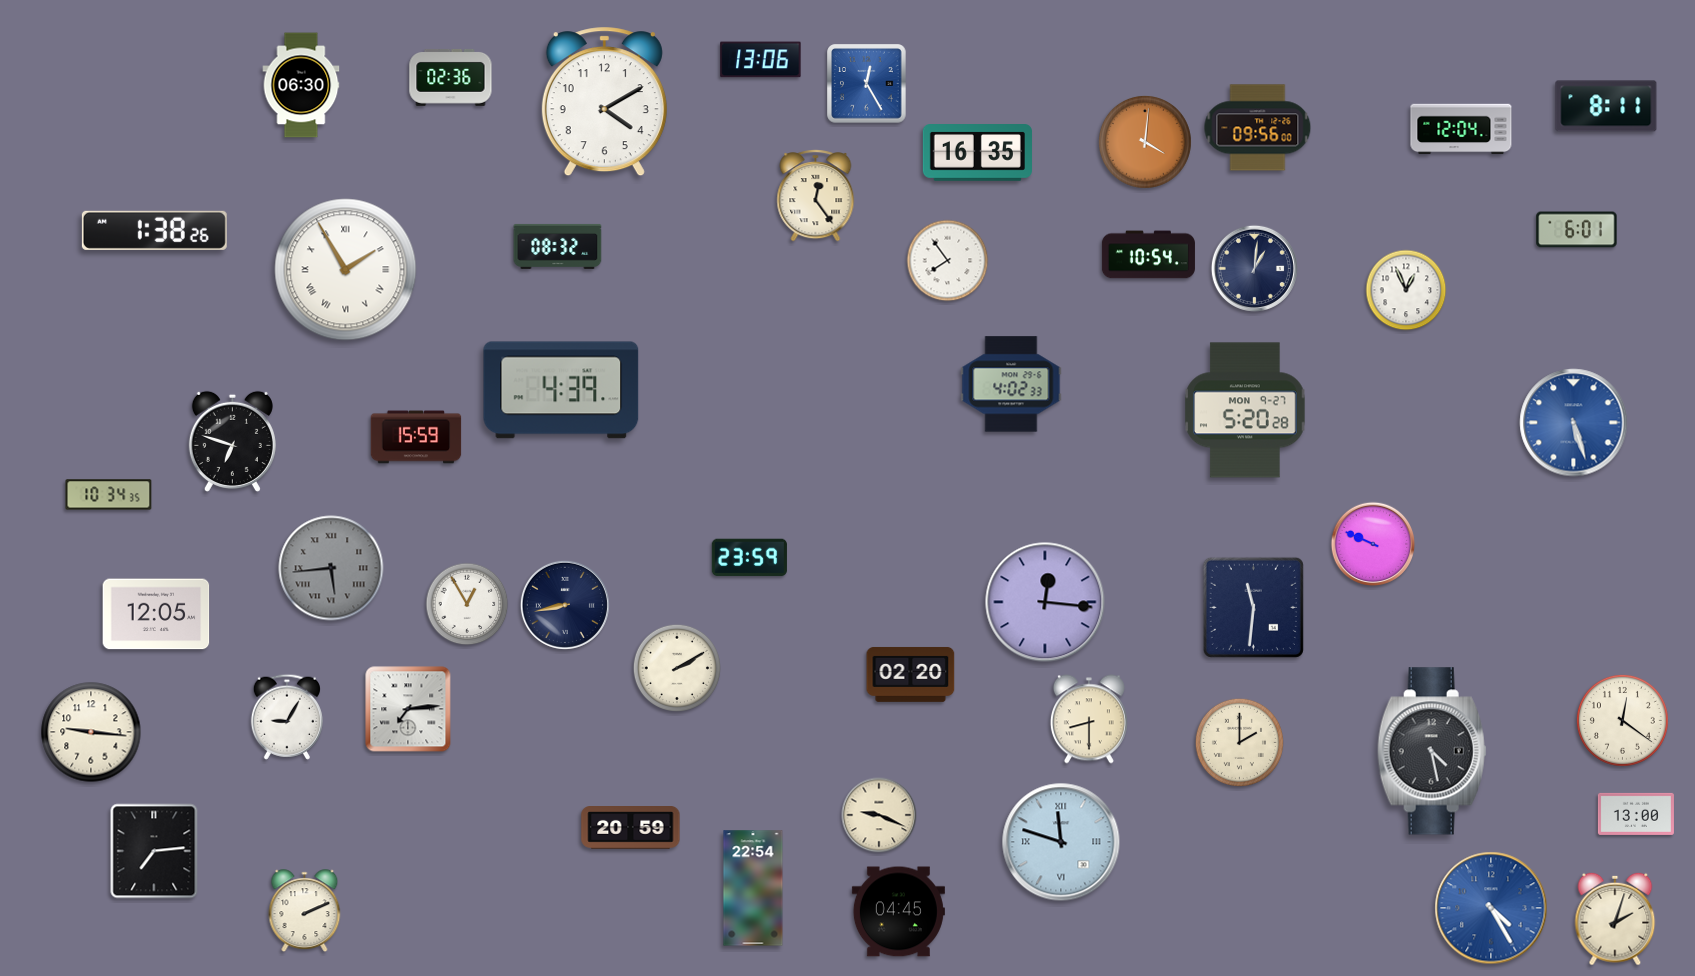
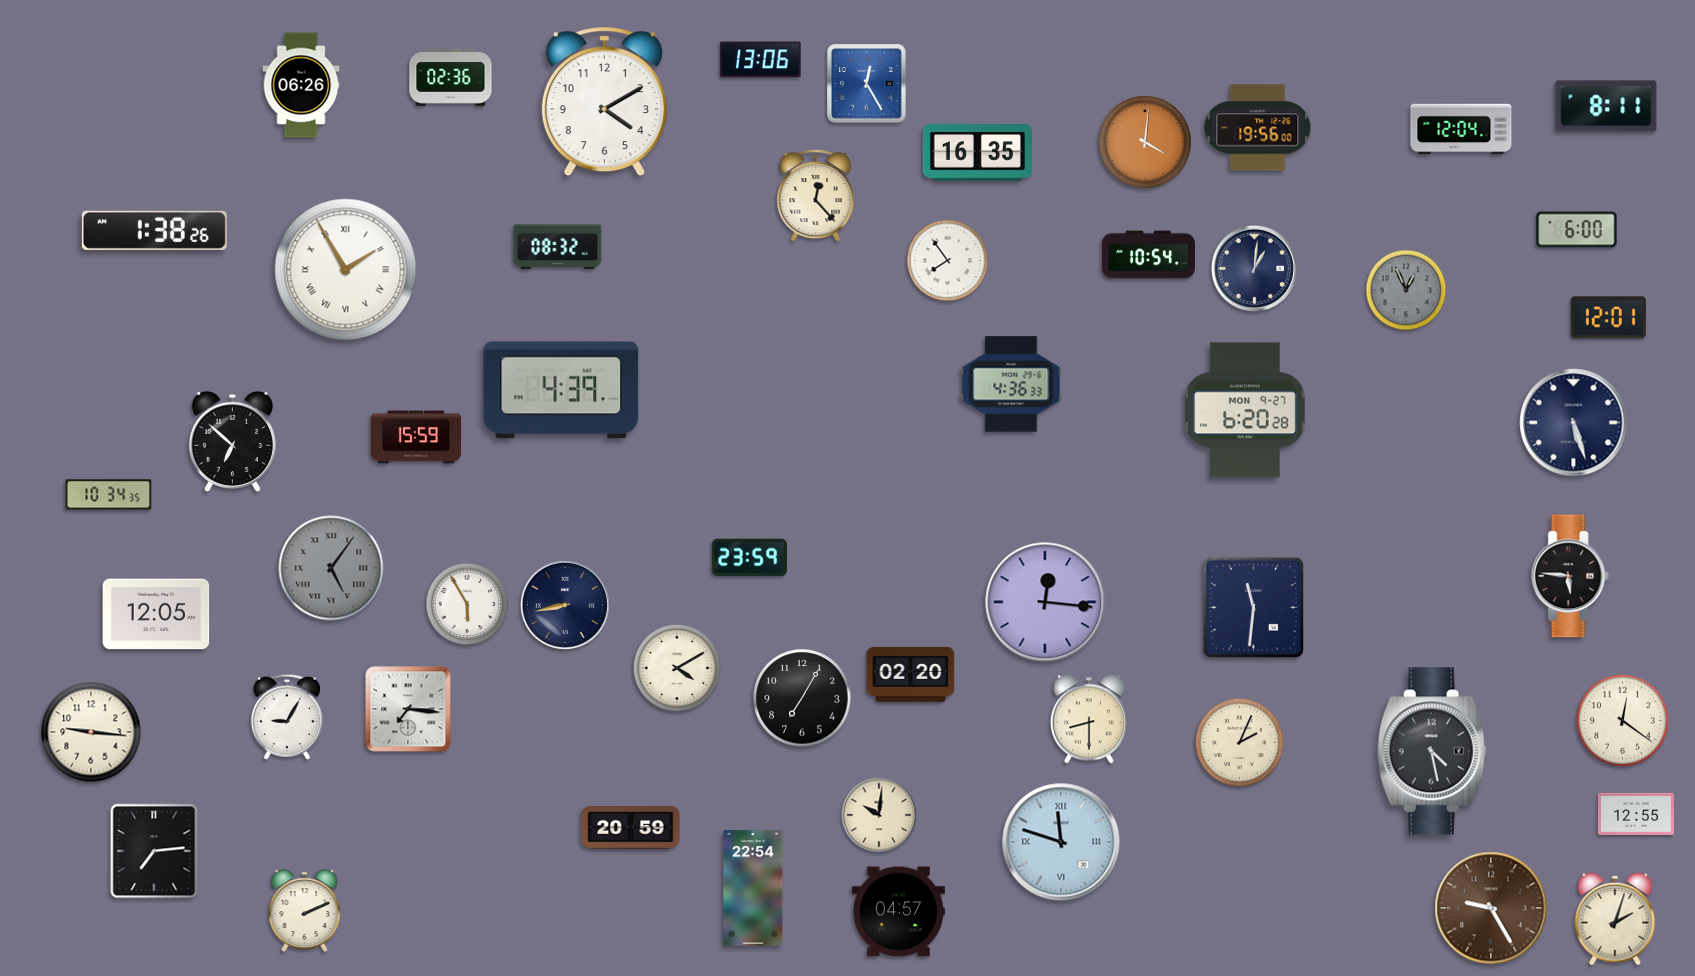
clock at (301, 85): 06:30 -> 06:26
clock at (1258, 128): 09:56 -> 19:56
clock at (816, 196): 12:24 -> 12:23
clock at (1577, 230): 6:01 -> 6:00
clock at (1406, 290) dial: white -> grey
clock at (1608, 318): none -> 12:01
clock at (1011, 384): 4:02 -> 4:36
clock at (1246, 410): 5:20 -> 6:20
clock at (1574, 423) dial: blue -> navy
clock at (232, 441): 6:48 -> 6:52
clock at (1373, 544): 9:49 -> none
clock at (331, 568): 5:44 -> 5:06
clock at (1570, 576): none -> 5:46
clock at (467, 604): 12:55 -> 5:55
clock at (676, 667): 2:10 -> 4:10
clock at (802, 698): none -> 7:05
clock at (408, 709): 7:14 -> 7:16
clock at (1239, 742): 2:00 -> 2:04
clock at (1636, 814): 13:00 -> 12:55
clock at (879, 815): 9:19 -> 10:01
clock at (1491, 908): 4:25 -> 9:25
clock at (1491, 908) dial: blue -> brown
clock at (898, 912): 04:45 -> 04:57
